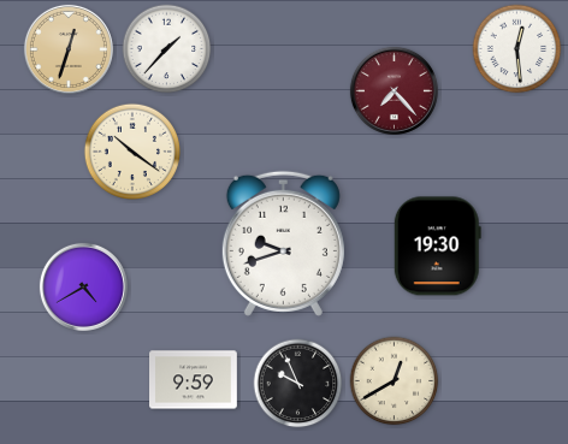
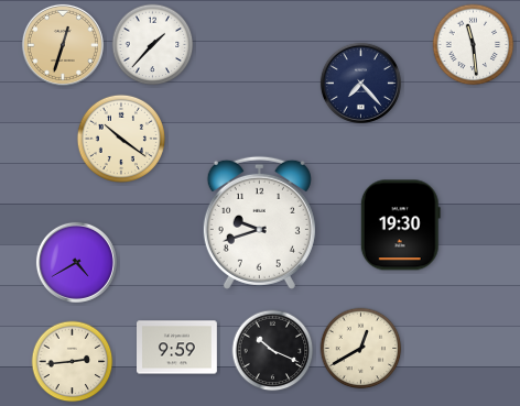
clock at (517, 49): 12:29 -> 11:29
clock at (394, 90) dial: burgundy -> navy
clock at (298, 384): 9:56 -> 10:19
clock at (73, 362): none -> 2:44
